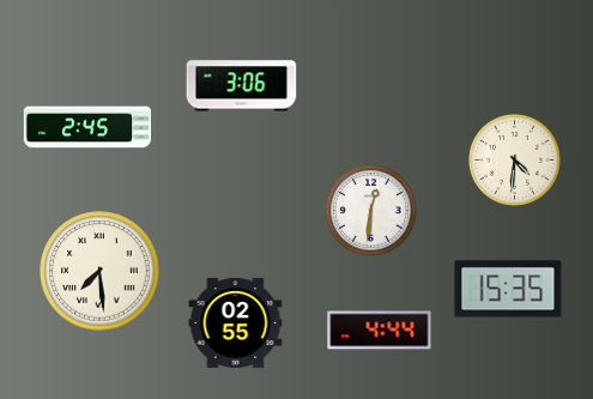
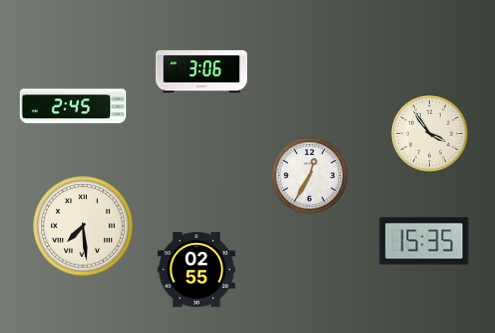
clock at (515, 161): 4:31 -> 3:54
clock at (371, 211): 12:31 -> 12:35
clock at (380, 331): 4:44 -> none
